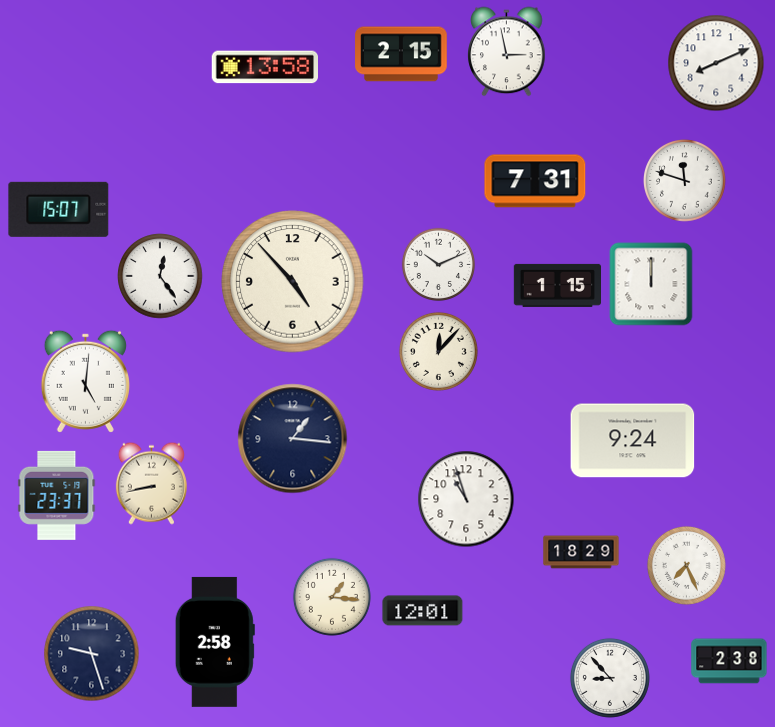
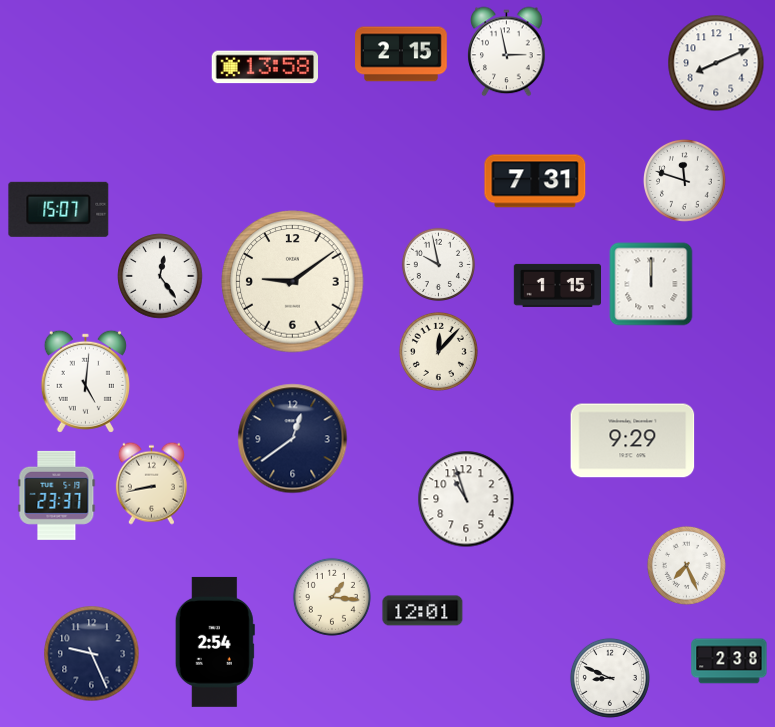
clock at (438, 264): 10:11 -> 9:58
clock at (293, 282): 4:53 -> 9:09
clock at (293, 439): 1:16 -> 12:39
clock at (633, 441): 9:24 -> 9:29
clock at (581, 552): 18:29 -> none
clock at (215, 642): 2:58 -> 2:54
clock at (92, 654): 9:27 -> 9:26
clock at (610, 678): 8:53 -> 8:49
